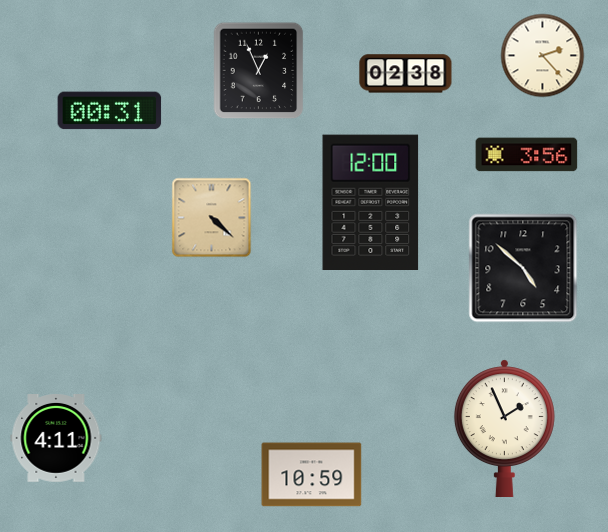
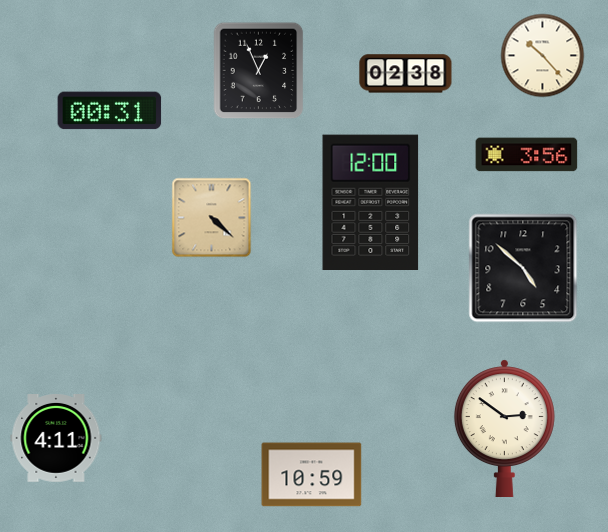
clock at (543, 56): 2:23 -> 10:23
clock at (504, 428): 1:56 -> 2:51
